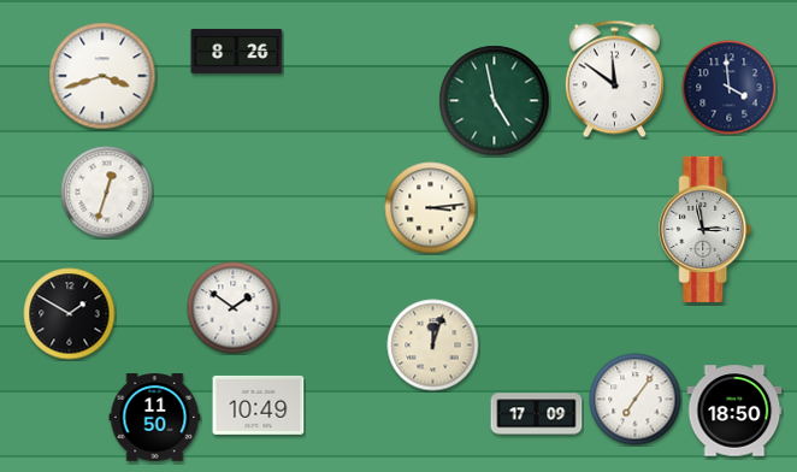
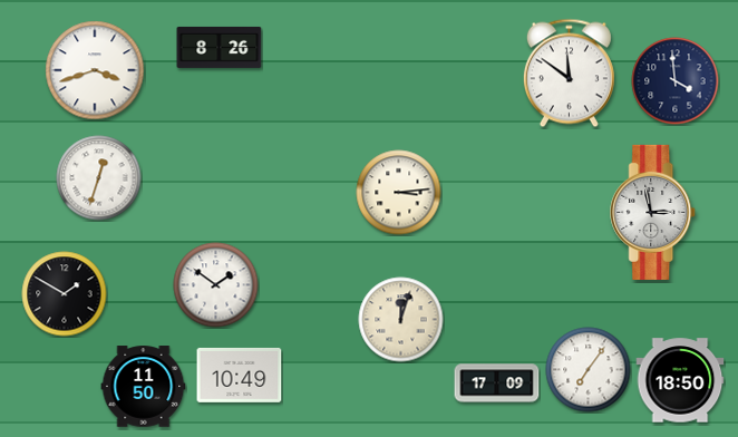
clock at (495, 101): 4:58 -> none
clock at (70, 314) position: (70, 314) -> (65, 294)
